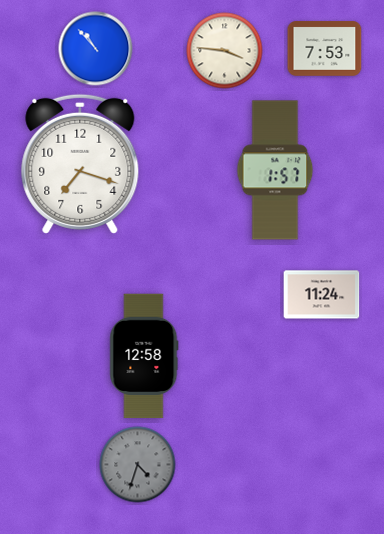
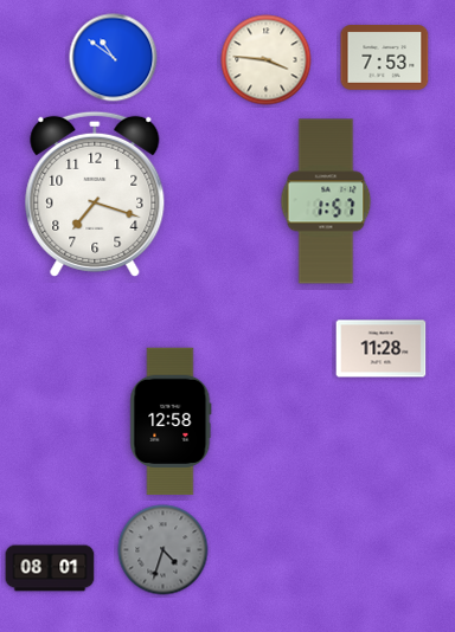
clock at (96, 49): 10:53 -> 10:51
clock at (322, 295): 11:24 -> 11:28
clock at (50, 568): none -> 08:01
